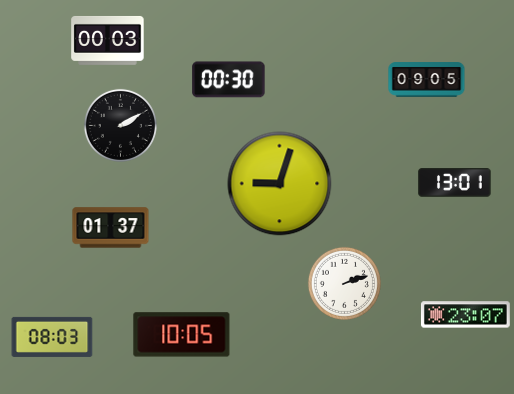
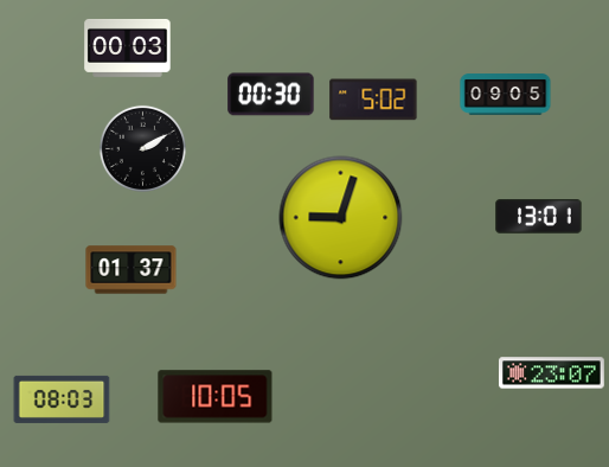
clock at (373, 100): none -> 5:02
clock at (280, 184) position: (280, 184) -> (341, 218)
clock at (344, 283): 2:12 -> none
